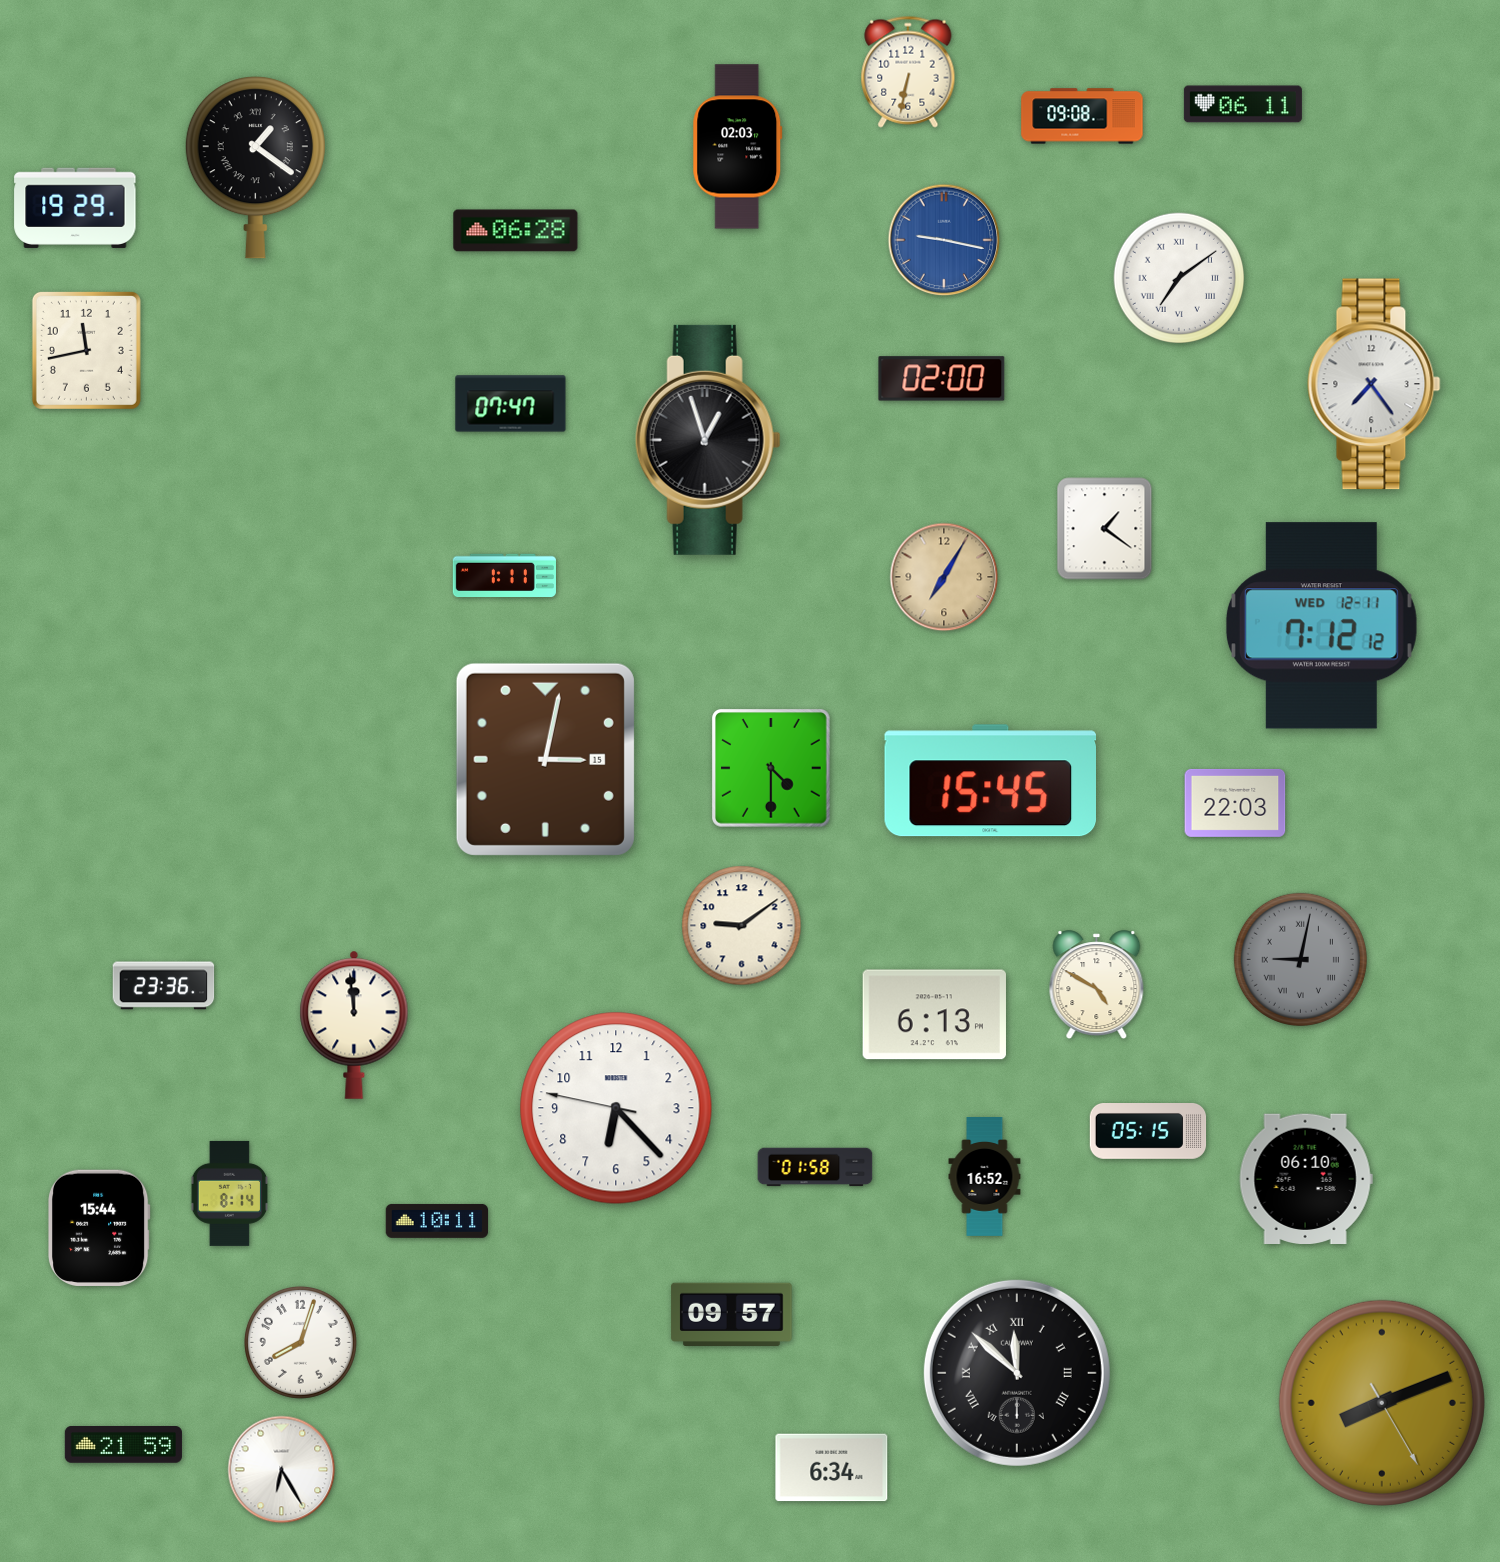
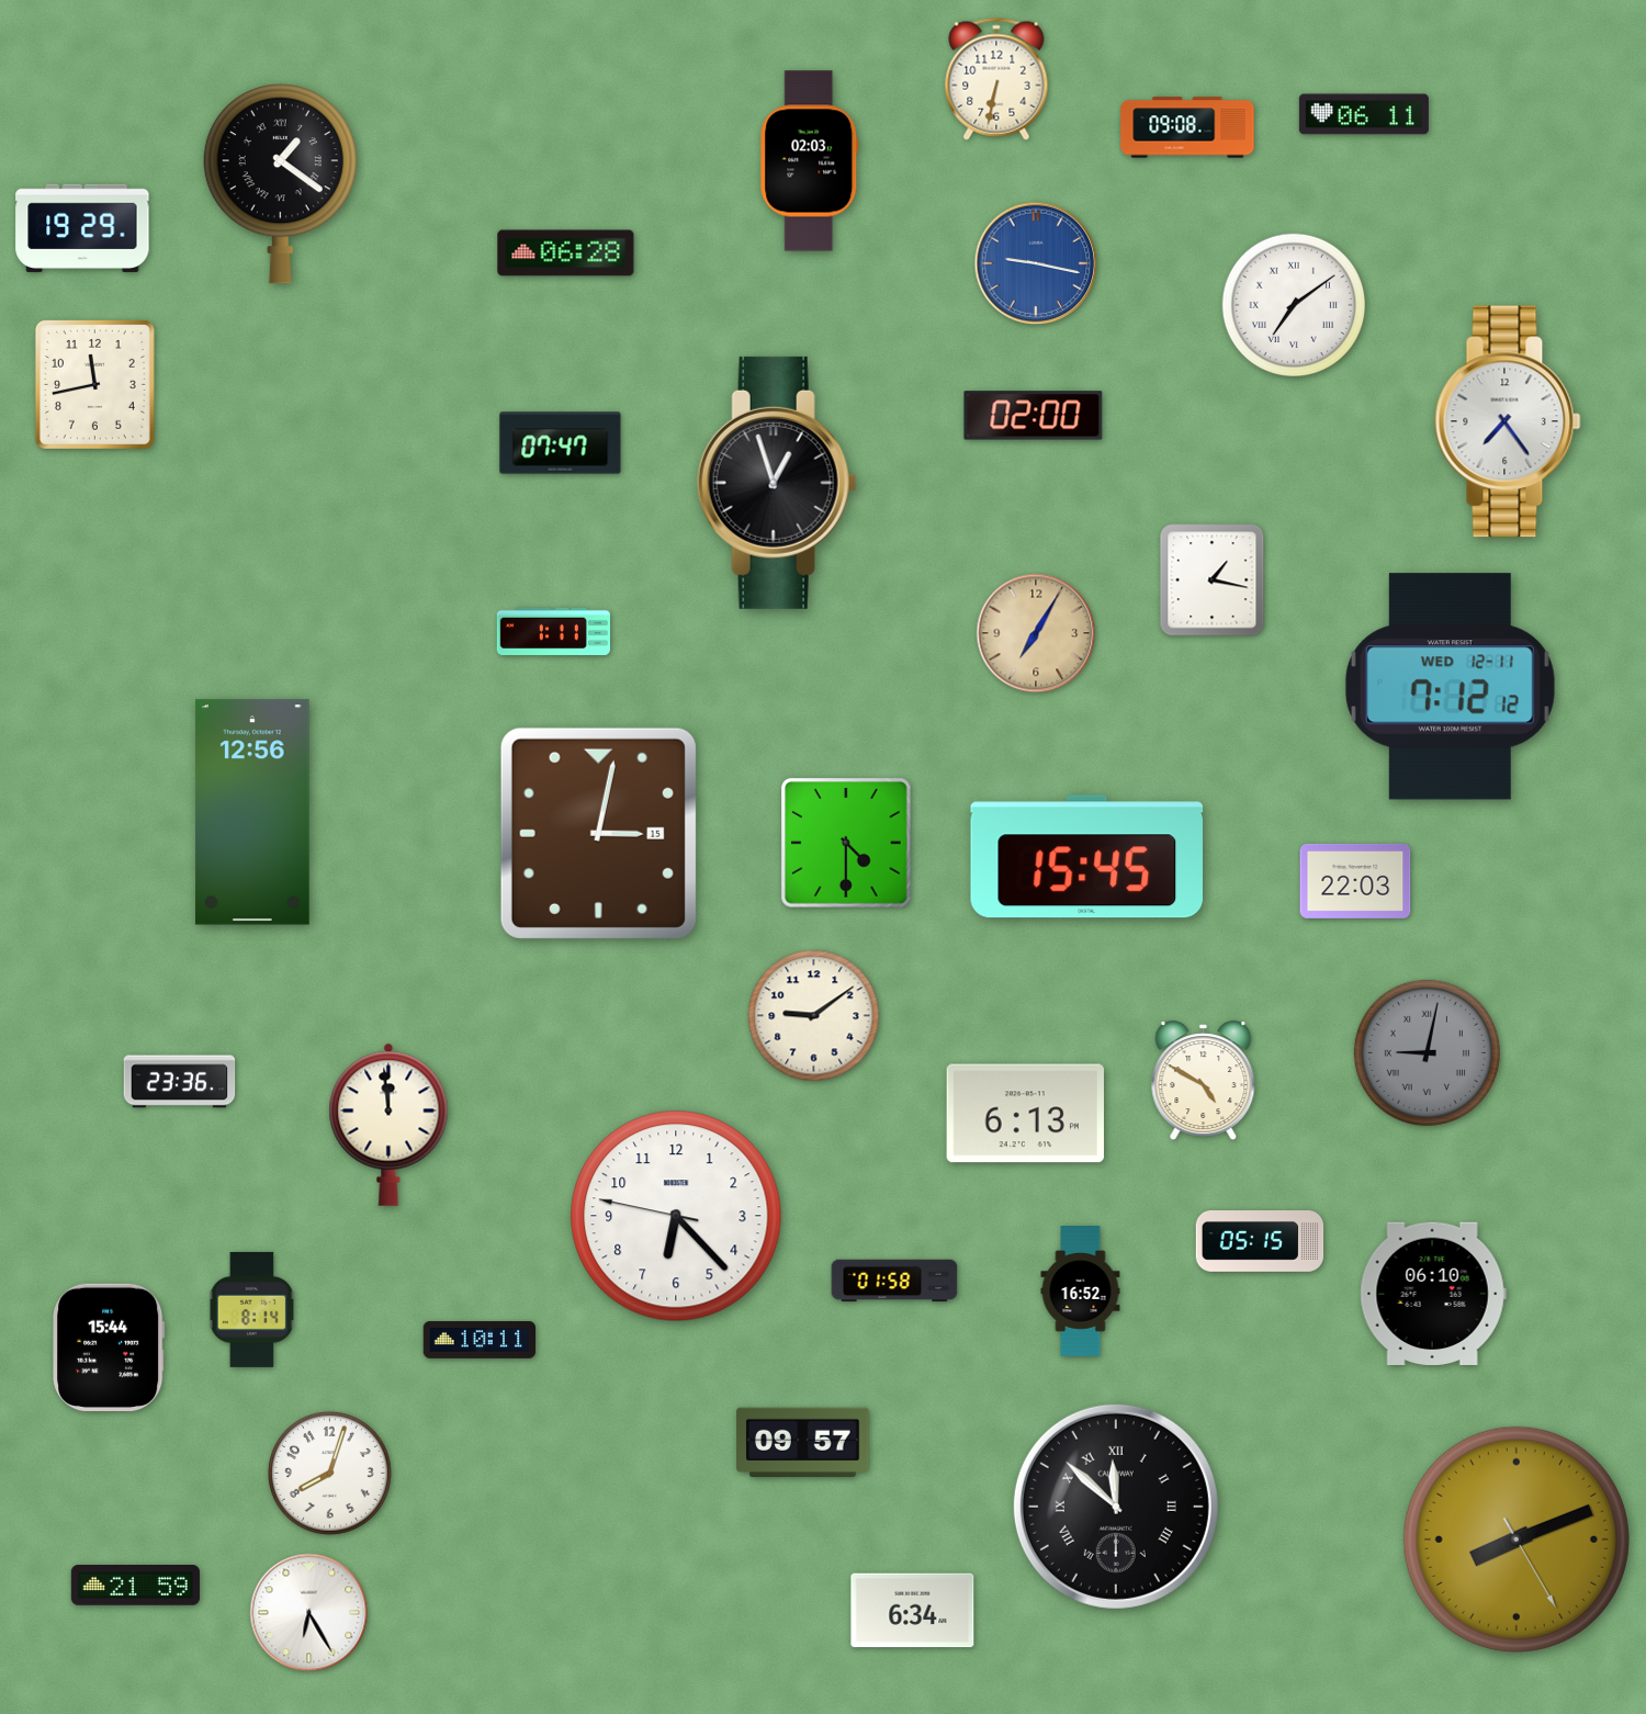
clock at (1105, 529): 1:21 -> 1:17
clock at (252, 812): none -> 12:56
